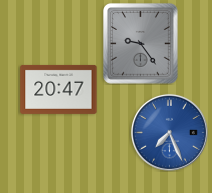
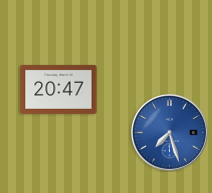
clock at (141, 44): 9:24 -> none
clock at (169, 132): 7:26 -> 7:27
